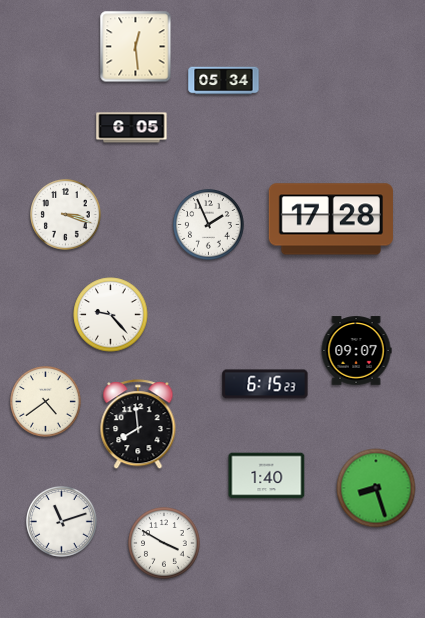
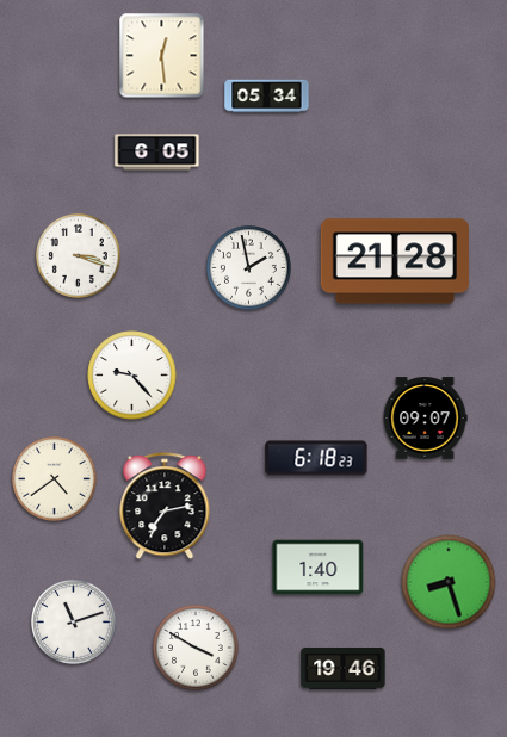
clock at (330, 219): 17:28 -> 21:28
clock at (209, 225): 1:56 -> 1:58
clock at (265, 384): 6:15 -> 6:18
clock at (138, 425): 7:59 -> 7:13
clock at (344, 668): none -> 19:46
